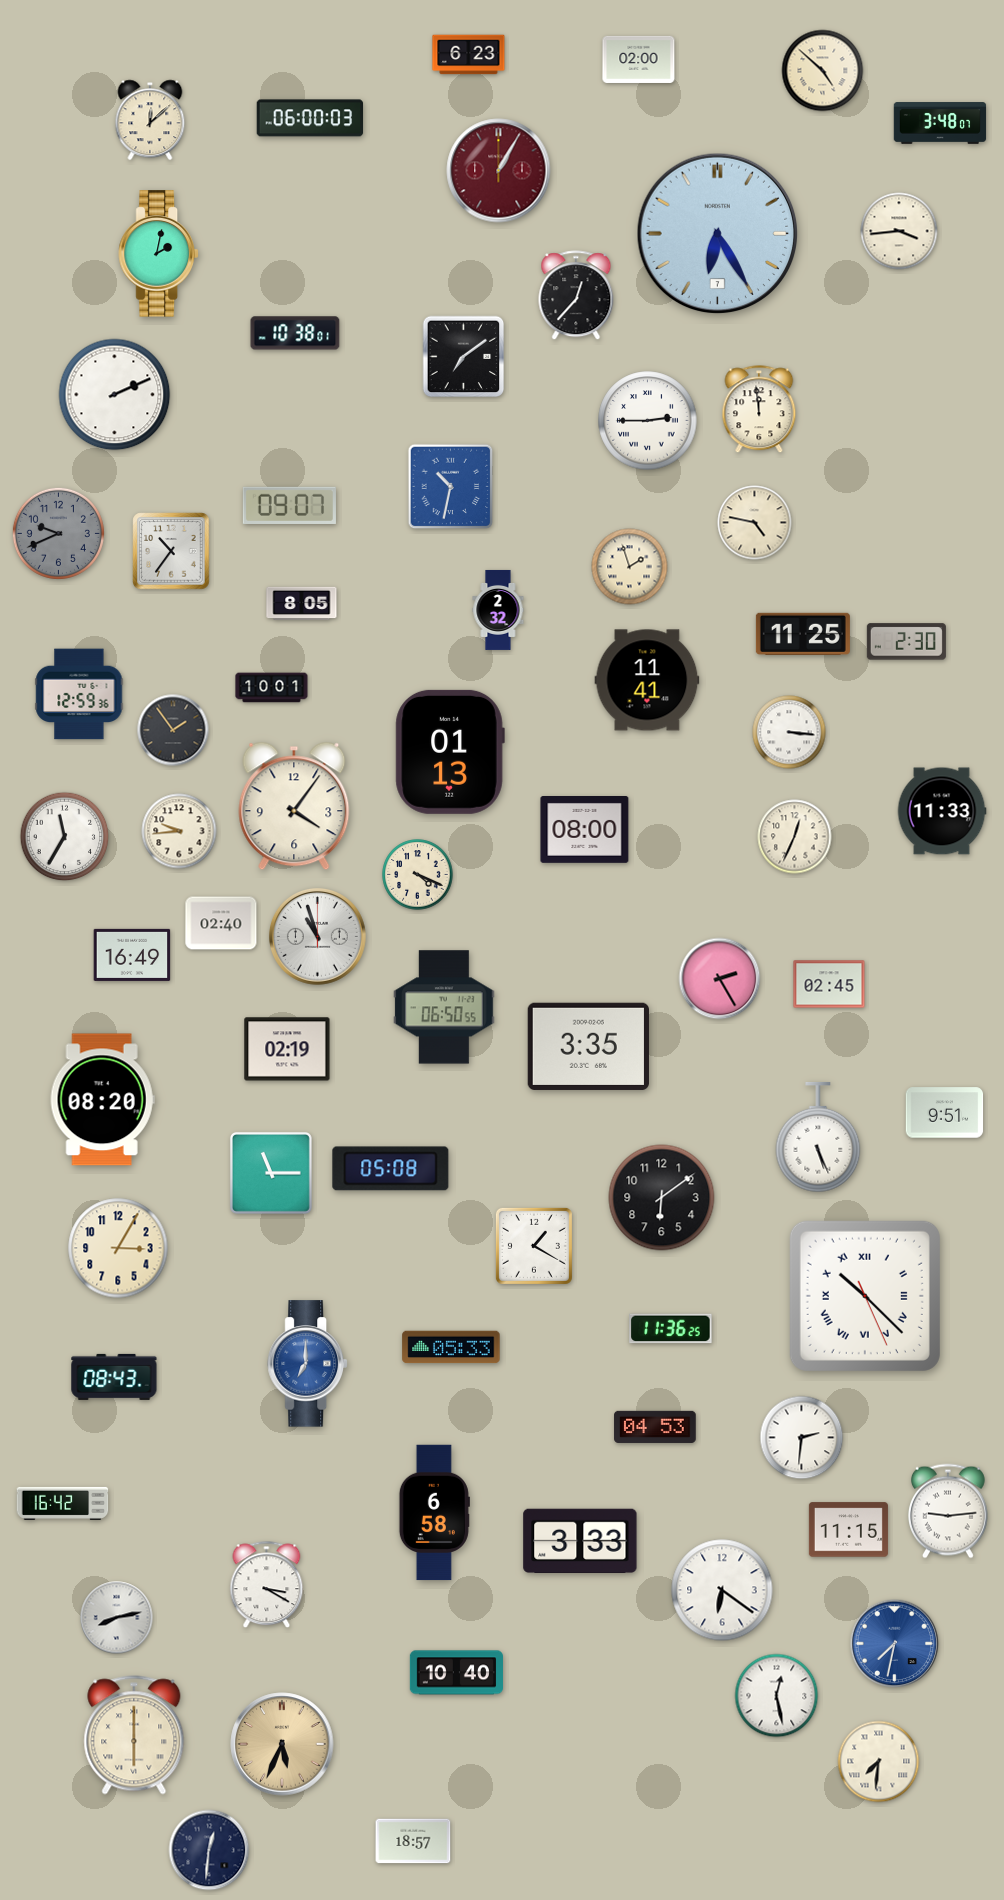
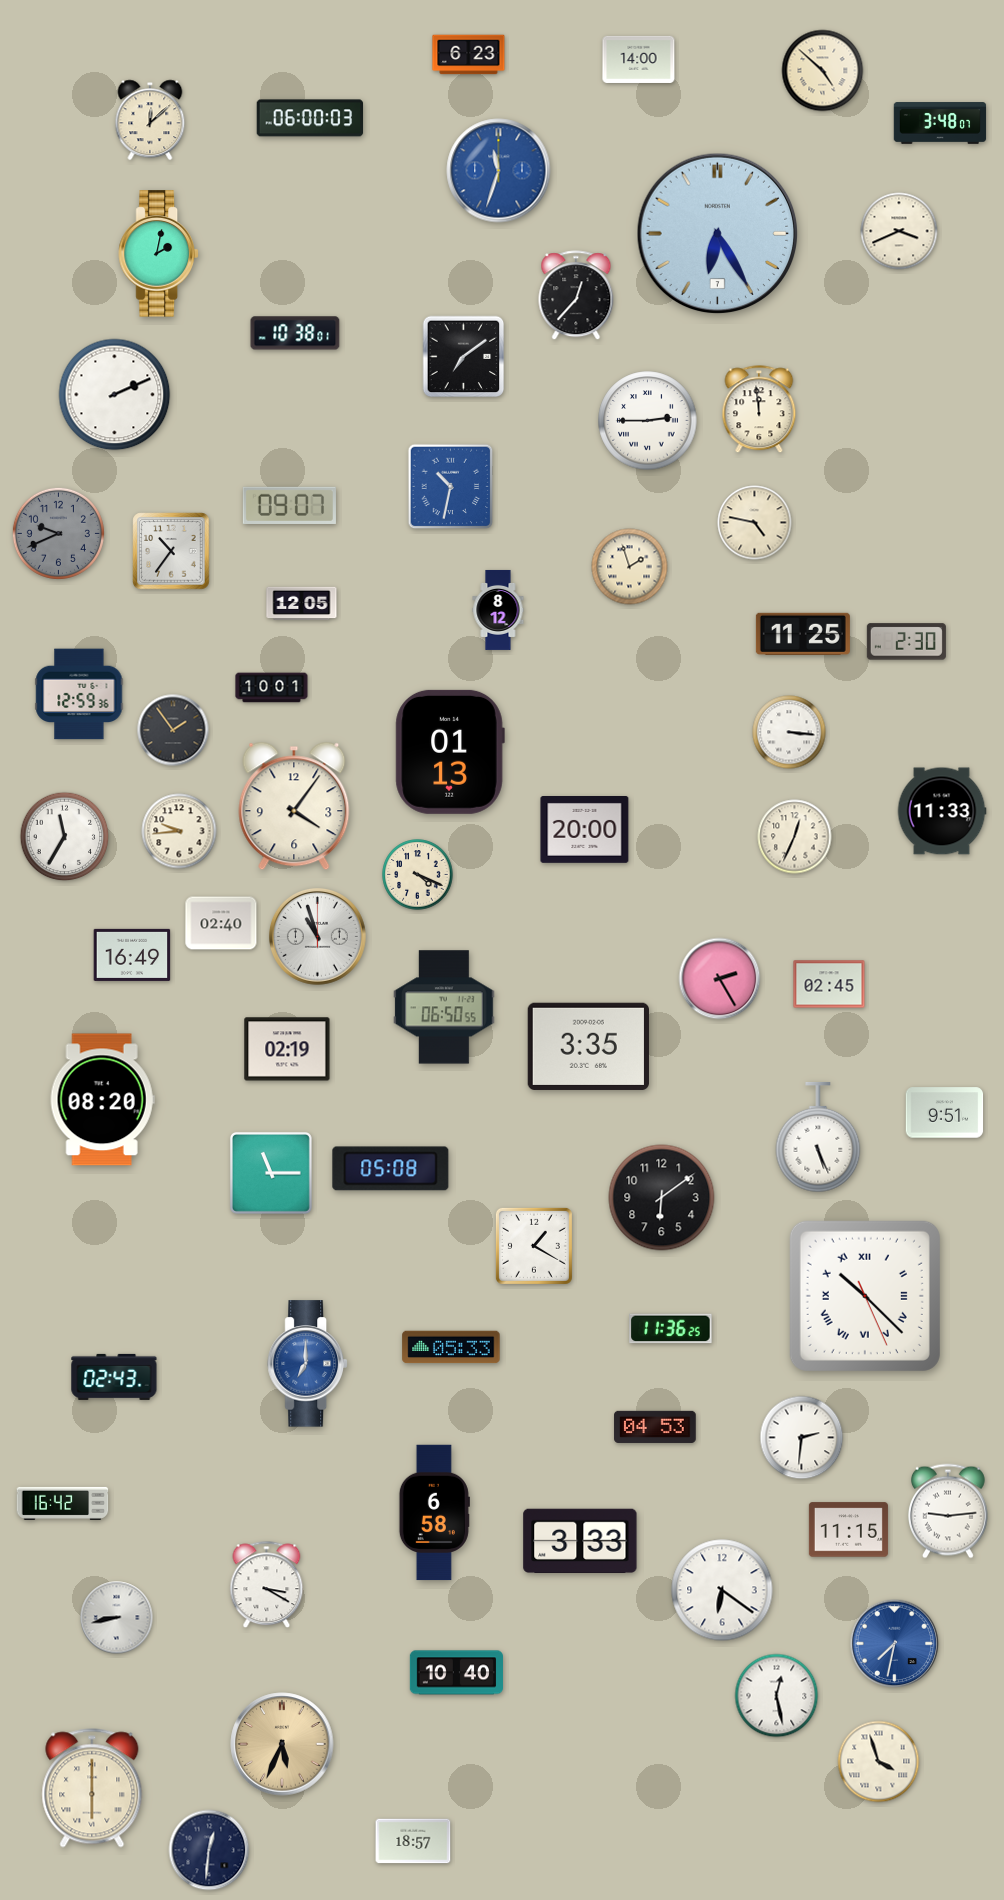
clock at (639, 59): 02:00 -> 14:00
clock at (499, 171): 1:05 -> 11:33
clock at (499, 171) dial: burgundy -> blue
clock at (899, 231): 3:44 -> 3:41
clock at (302, 604): 8:05 -> 12:05
clock at (498, 610): 2:32 -> 8:12
clock at (647, 680): 11:41 -> none
clock at (585, 830): 08:00 -> 20:00
clock at (118, 1248): 3:05 -> none
clock at (114, 1377): 08:43 -> 02:43
clock at (117, 1618): 8:13 -> 8:43
clock at (134, 1735) position: (134, 1735) -> (92, 1788)
clock at (879, 1762): 7:31 -> 3:57
